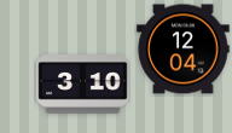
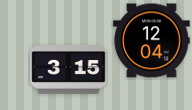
clock at (83, 85): 3:10 -> 3:15
